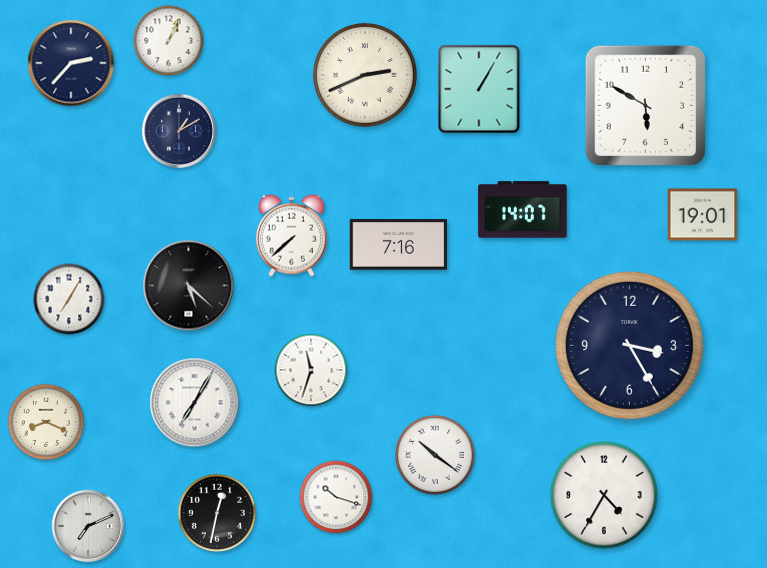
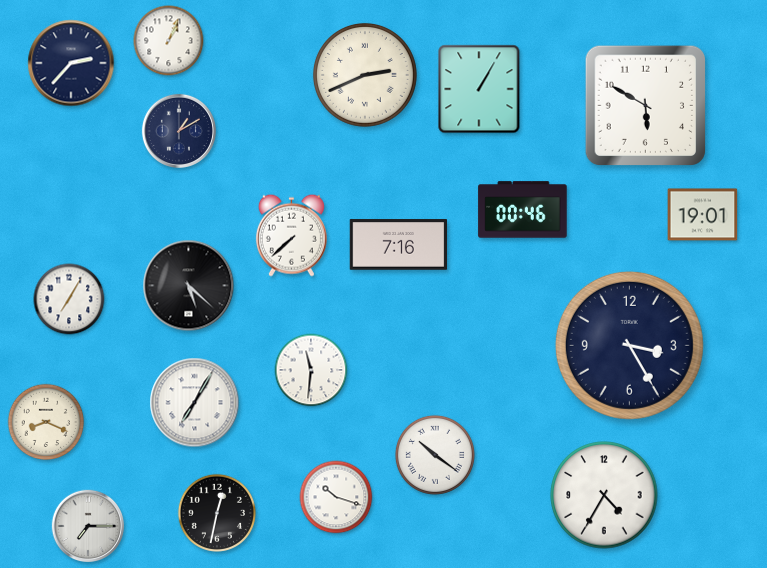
clock at (523, 210): 14:07 -> 00:46
clock at (311, 370): 11:33 -> 11:31
clock at (88, 526): 7:11 -> 7:15
